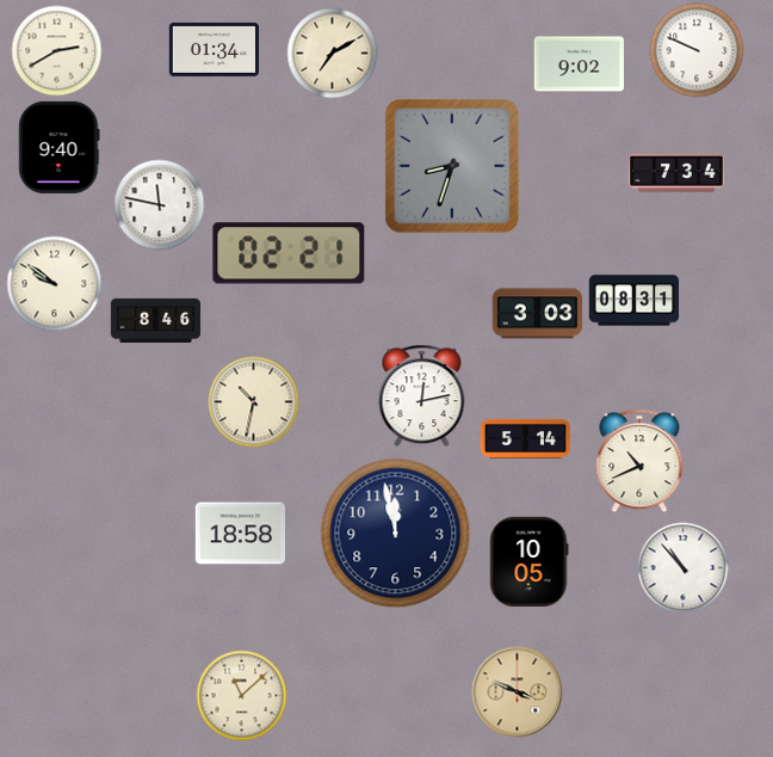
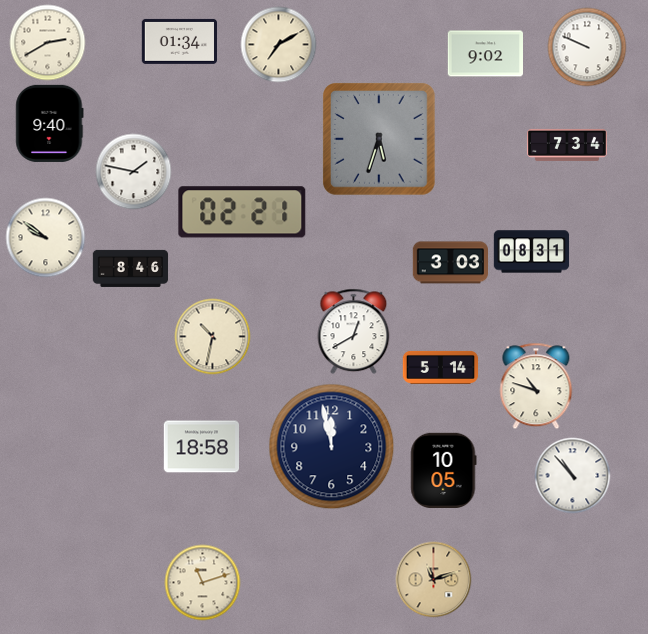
clock at (697, 50) position: (697, 50) -> (587, 47)
clock at (453, 167): 8:33 -> 5:33
clock at (160, 205): 11:47 -> 1:47
clock at (422, 396): 12:13 -> 12:40
clock at (639, 461): 10:41 -> 10:48
clock at (518, 693): 3:49 -> 11:12
clock at (242, 696): 11:08 -> 11:12
